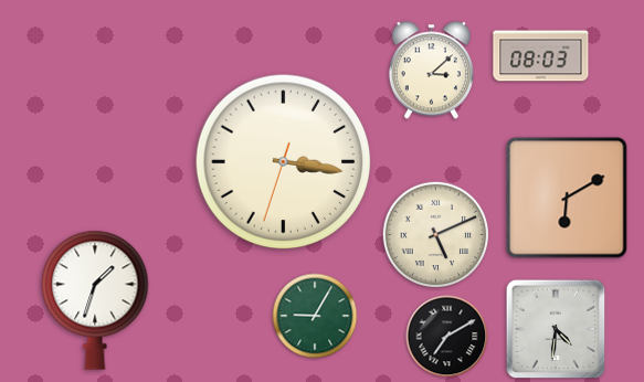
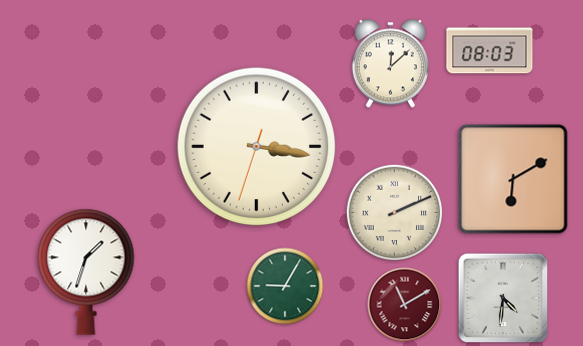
clock at (431, 71): 3:08 -> 12:08
clock at (436, 235): 5:11 -> 2:11
clock at (447, 337): 7:10 -> 11:10
clock at (447, 337) dial: black -> burgundy
